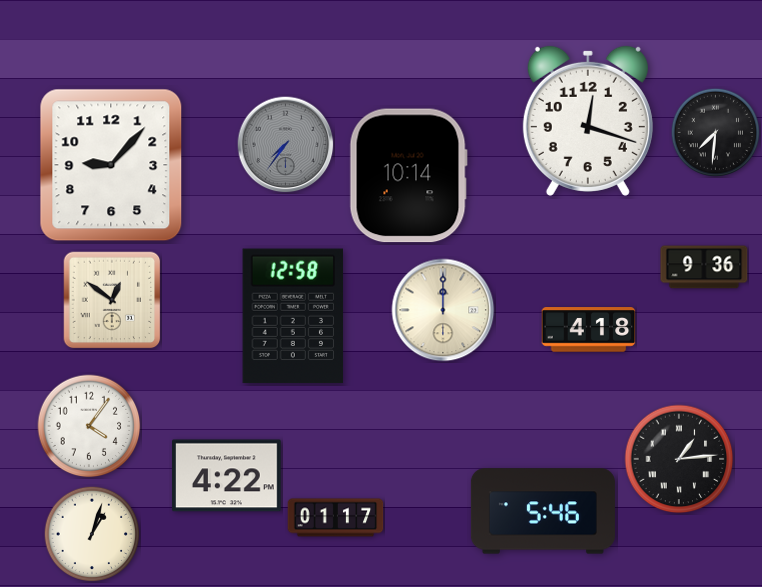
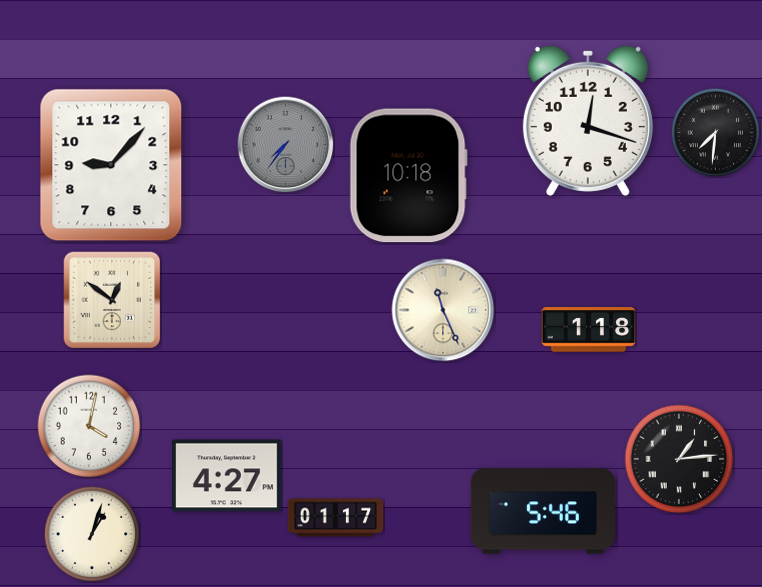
clock at (408, 176): 10:14 -> 10:18
clock at (704, 267): 9:36 -> none
clock at (443, 310): 12:00 -> 11:26
clock at (293, 316): 12:58 -> none
clock at (589, 330): 4:18 -> 1:18
clock at (89, 426): 4:06 -> 4:02
clock at (227, 476): 4:22 -> 4:27
